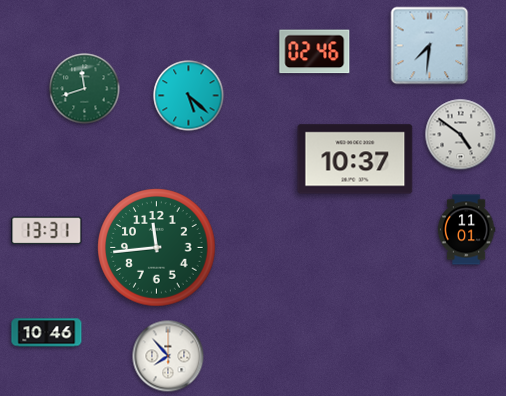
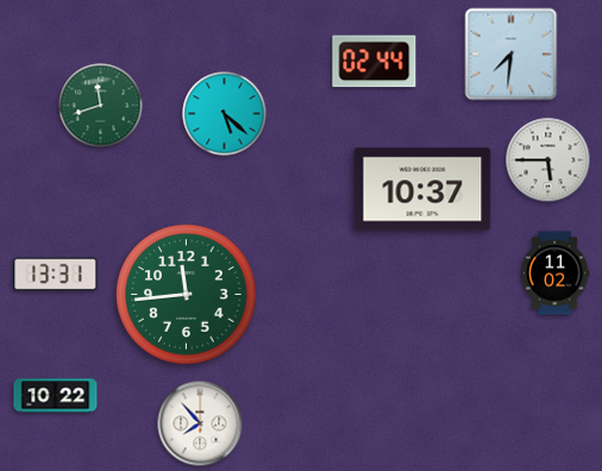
clock at (315, 52): 02:46 -> 02:44
clock at (461, 135): 4:51 -> 5:45
clock at (466, 230): 11:01 -> 11:02
clock at (47, 333): 10:46 -> 10:22
